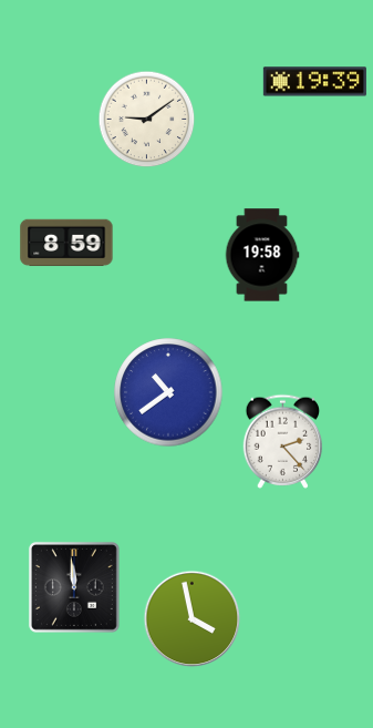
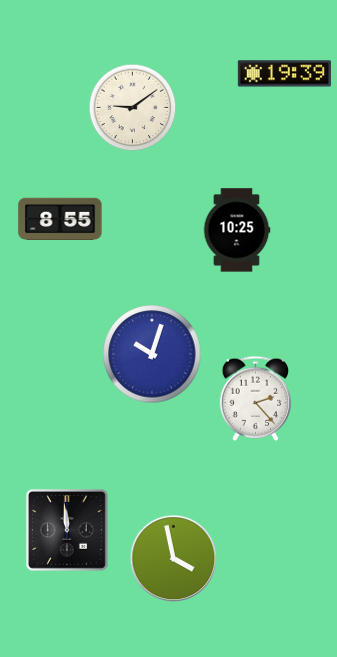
clock at (66, 243): 8:59 -> 8:55
clock at (262, 255): 19:58 -> 10:25
clock at (168, 392): 10:39 -> 10:03
